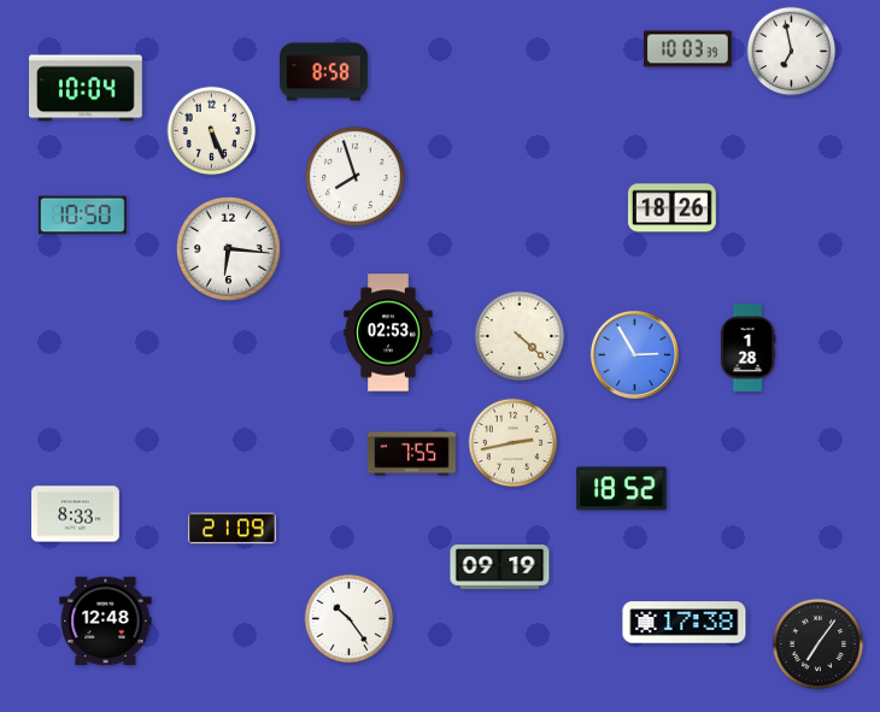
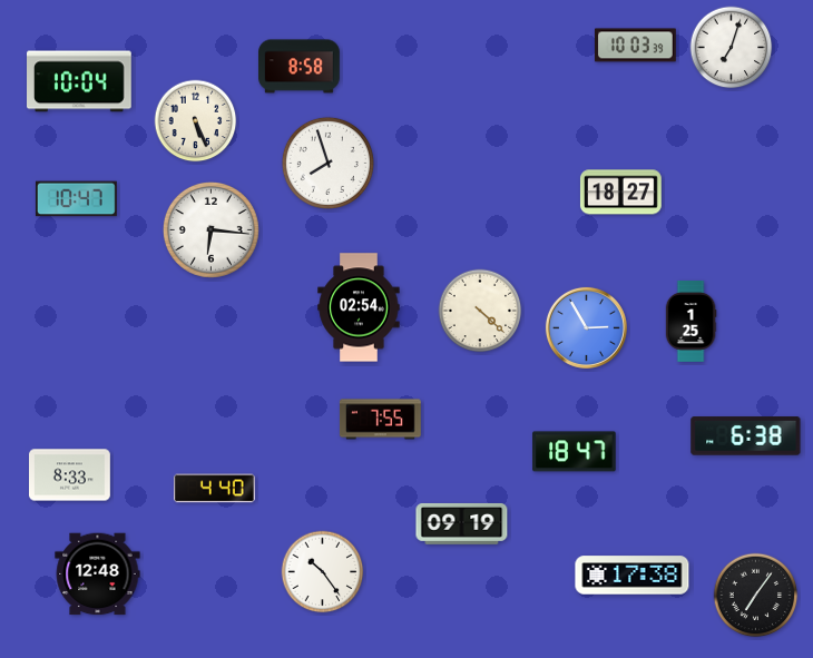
clock at (792, 52): 6:58 -> 7:03
clock at (673, 208): 18:26 -> 18:27
clock at (82, 216): 10:50 -> 10:47
clock at (388, 333): 02:53 -> 02:54
clock at (747, 348): 1:28 -> 1:25
clock at (514, 443): 2:43 -> none
clock at (746, 436): none -> 6:38
clock at (622, 489): 18:52 -> 18:47
clock at (233, 529): 21:09 -> 4:40
